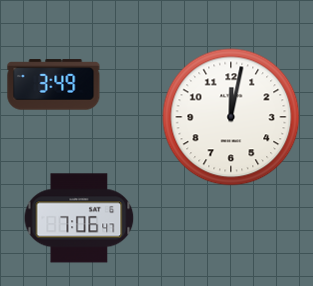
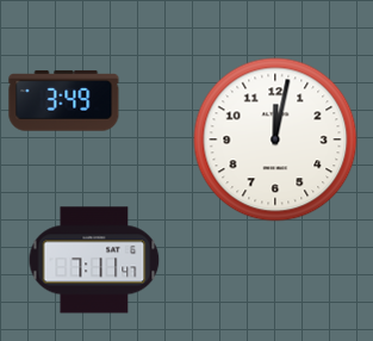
clock at (79, 218): 7:06 -> 7:11
